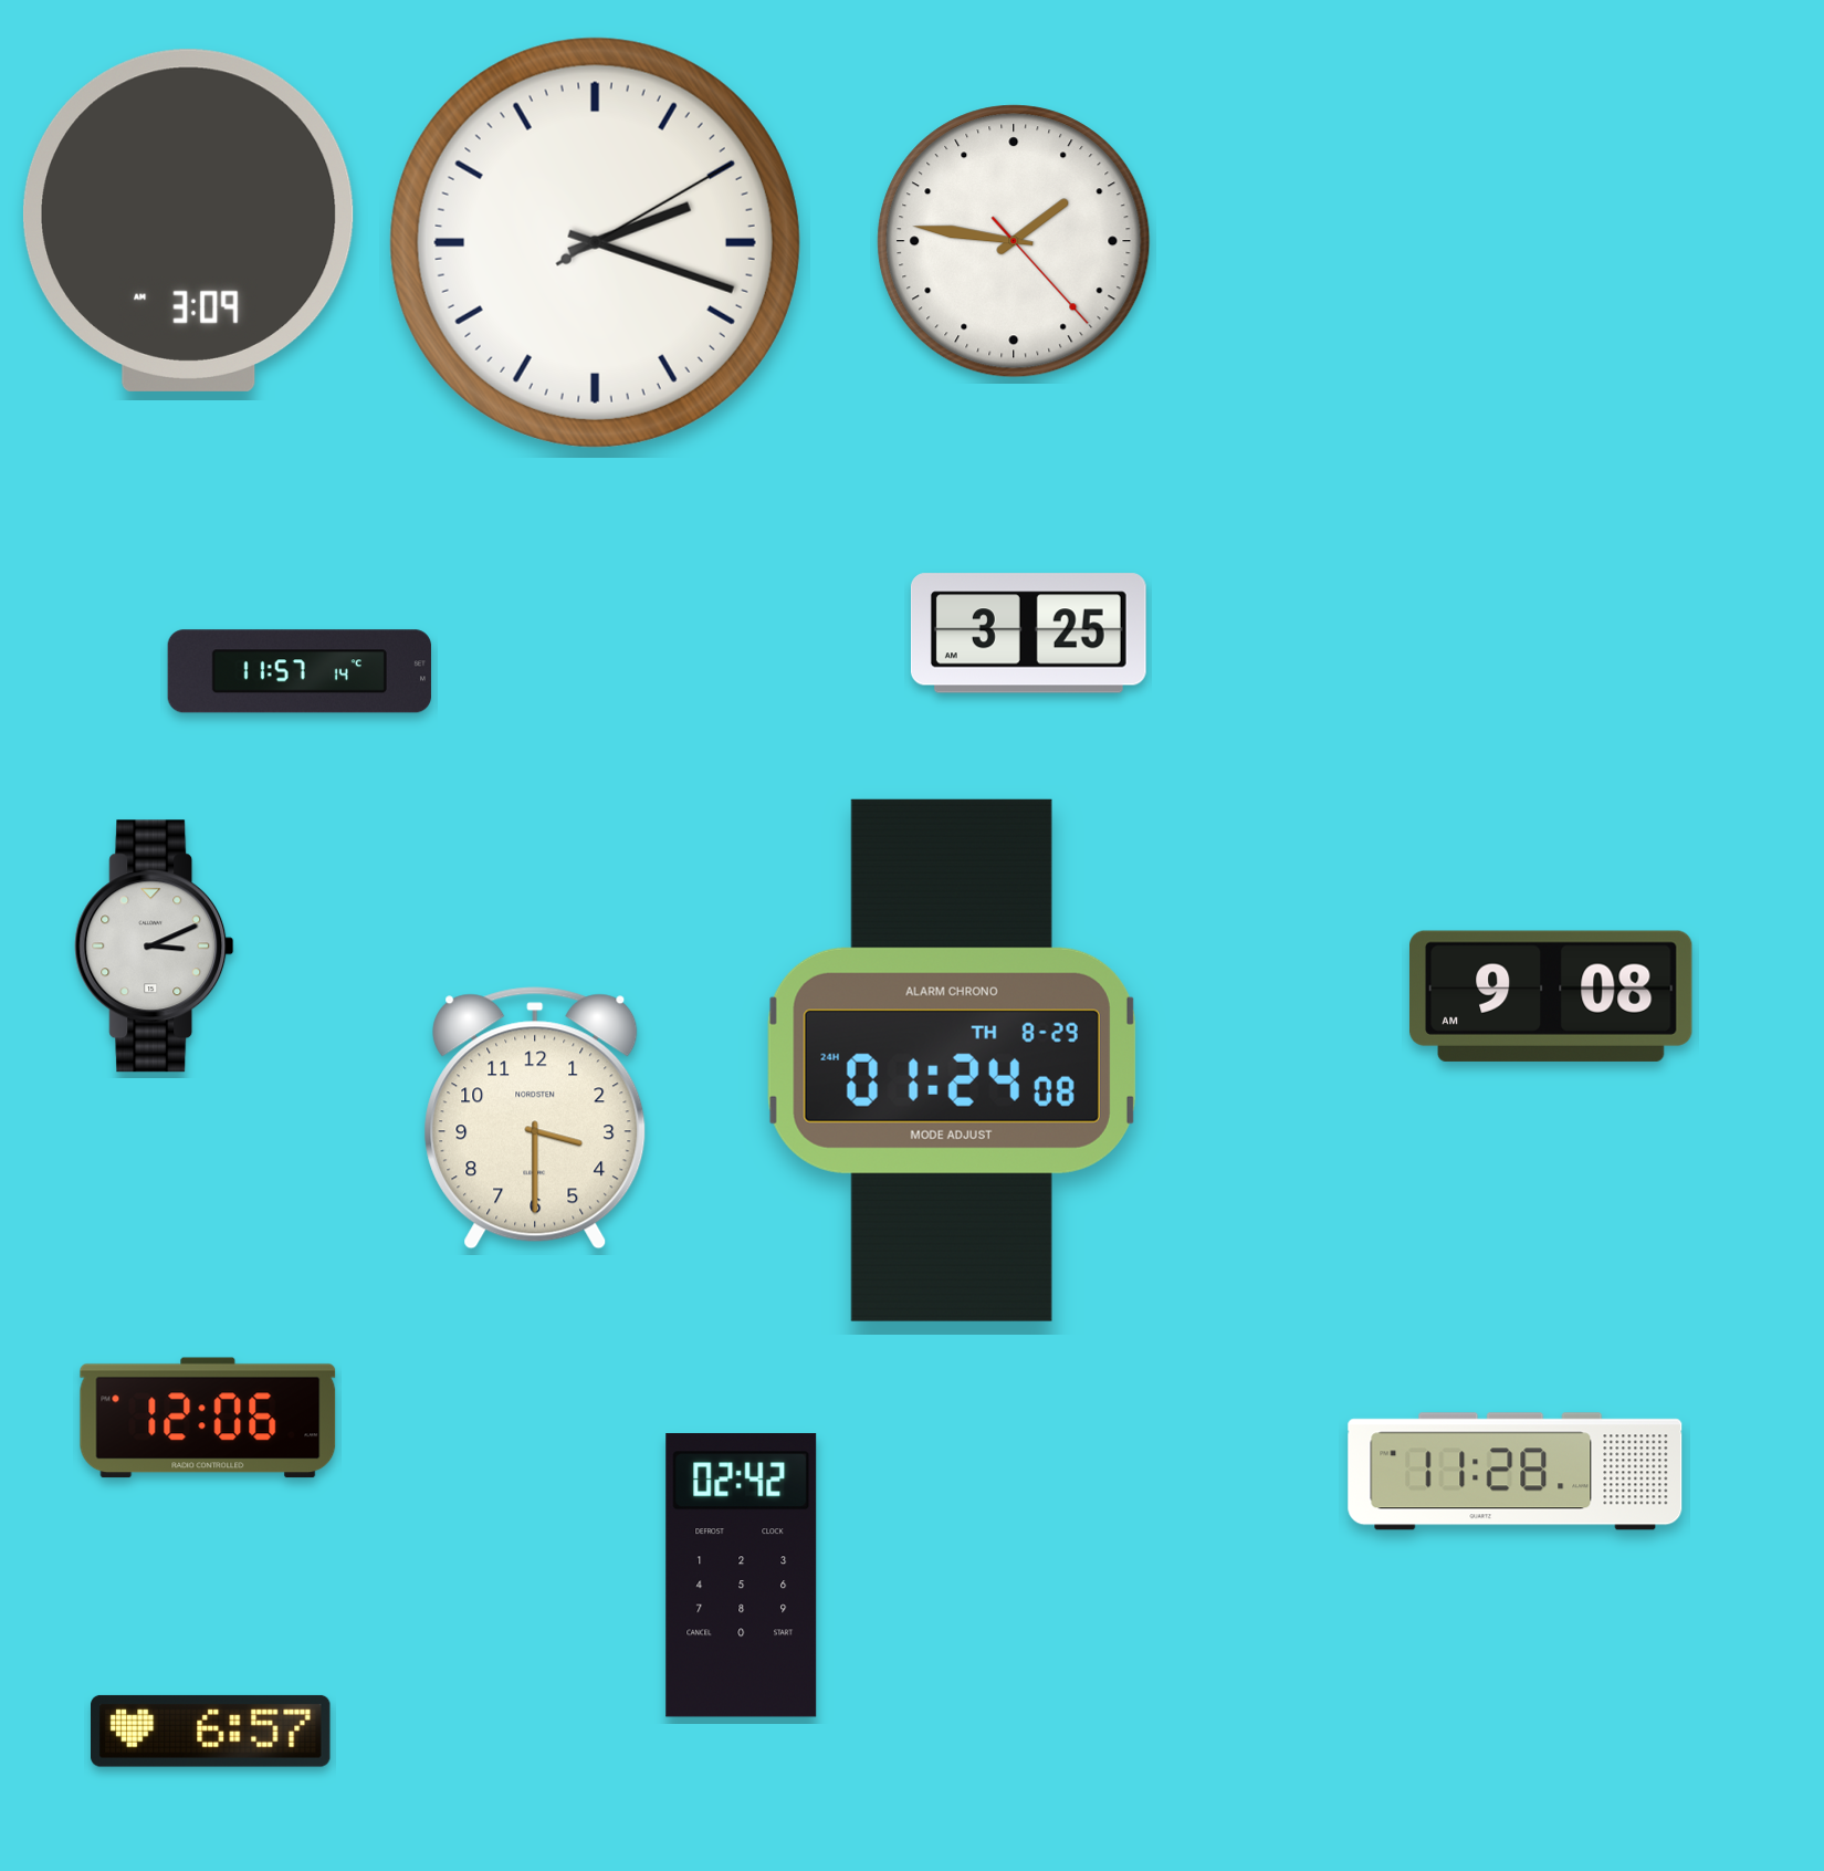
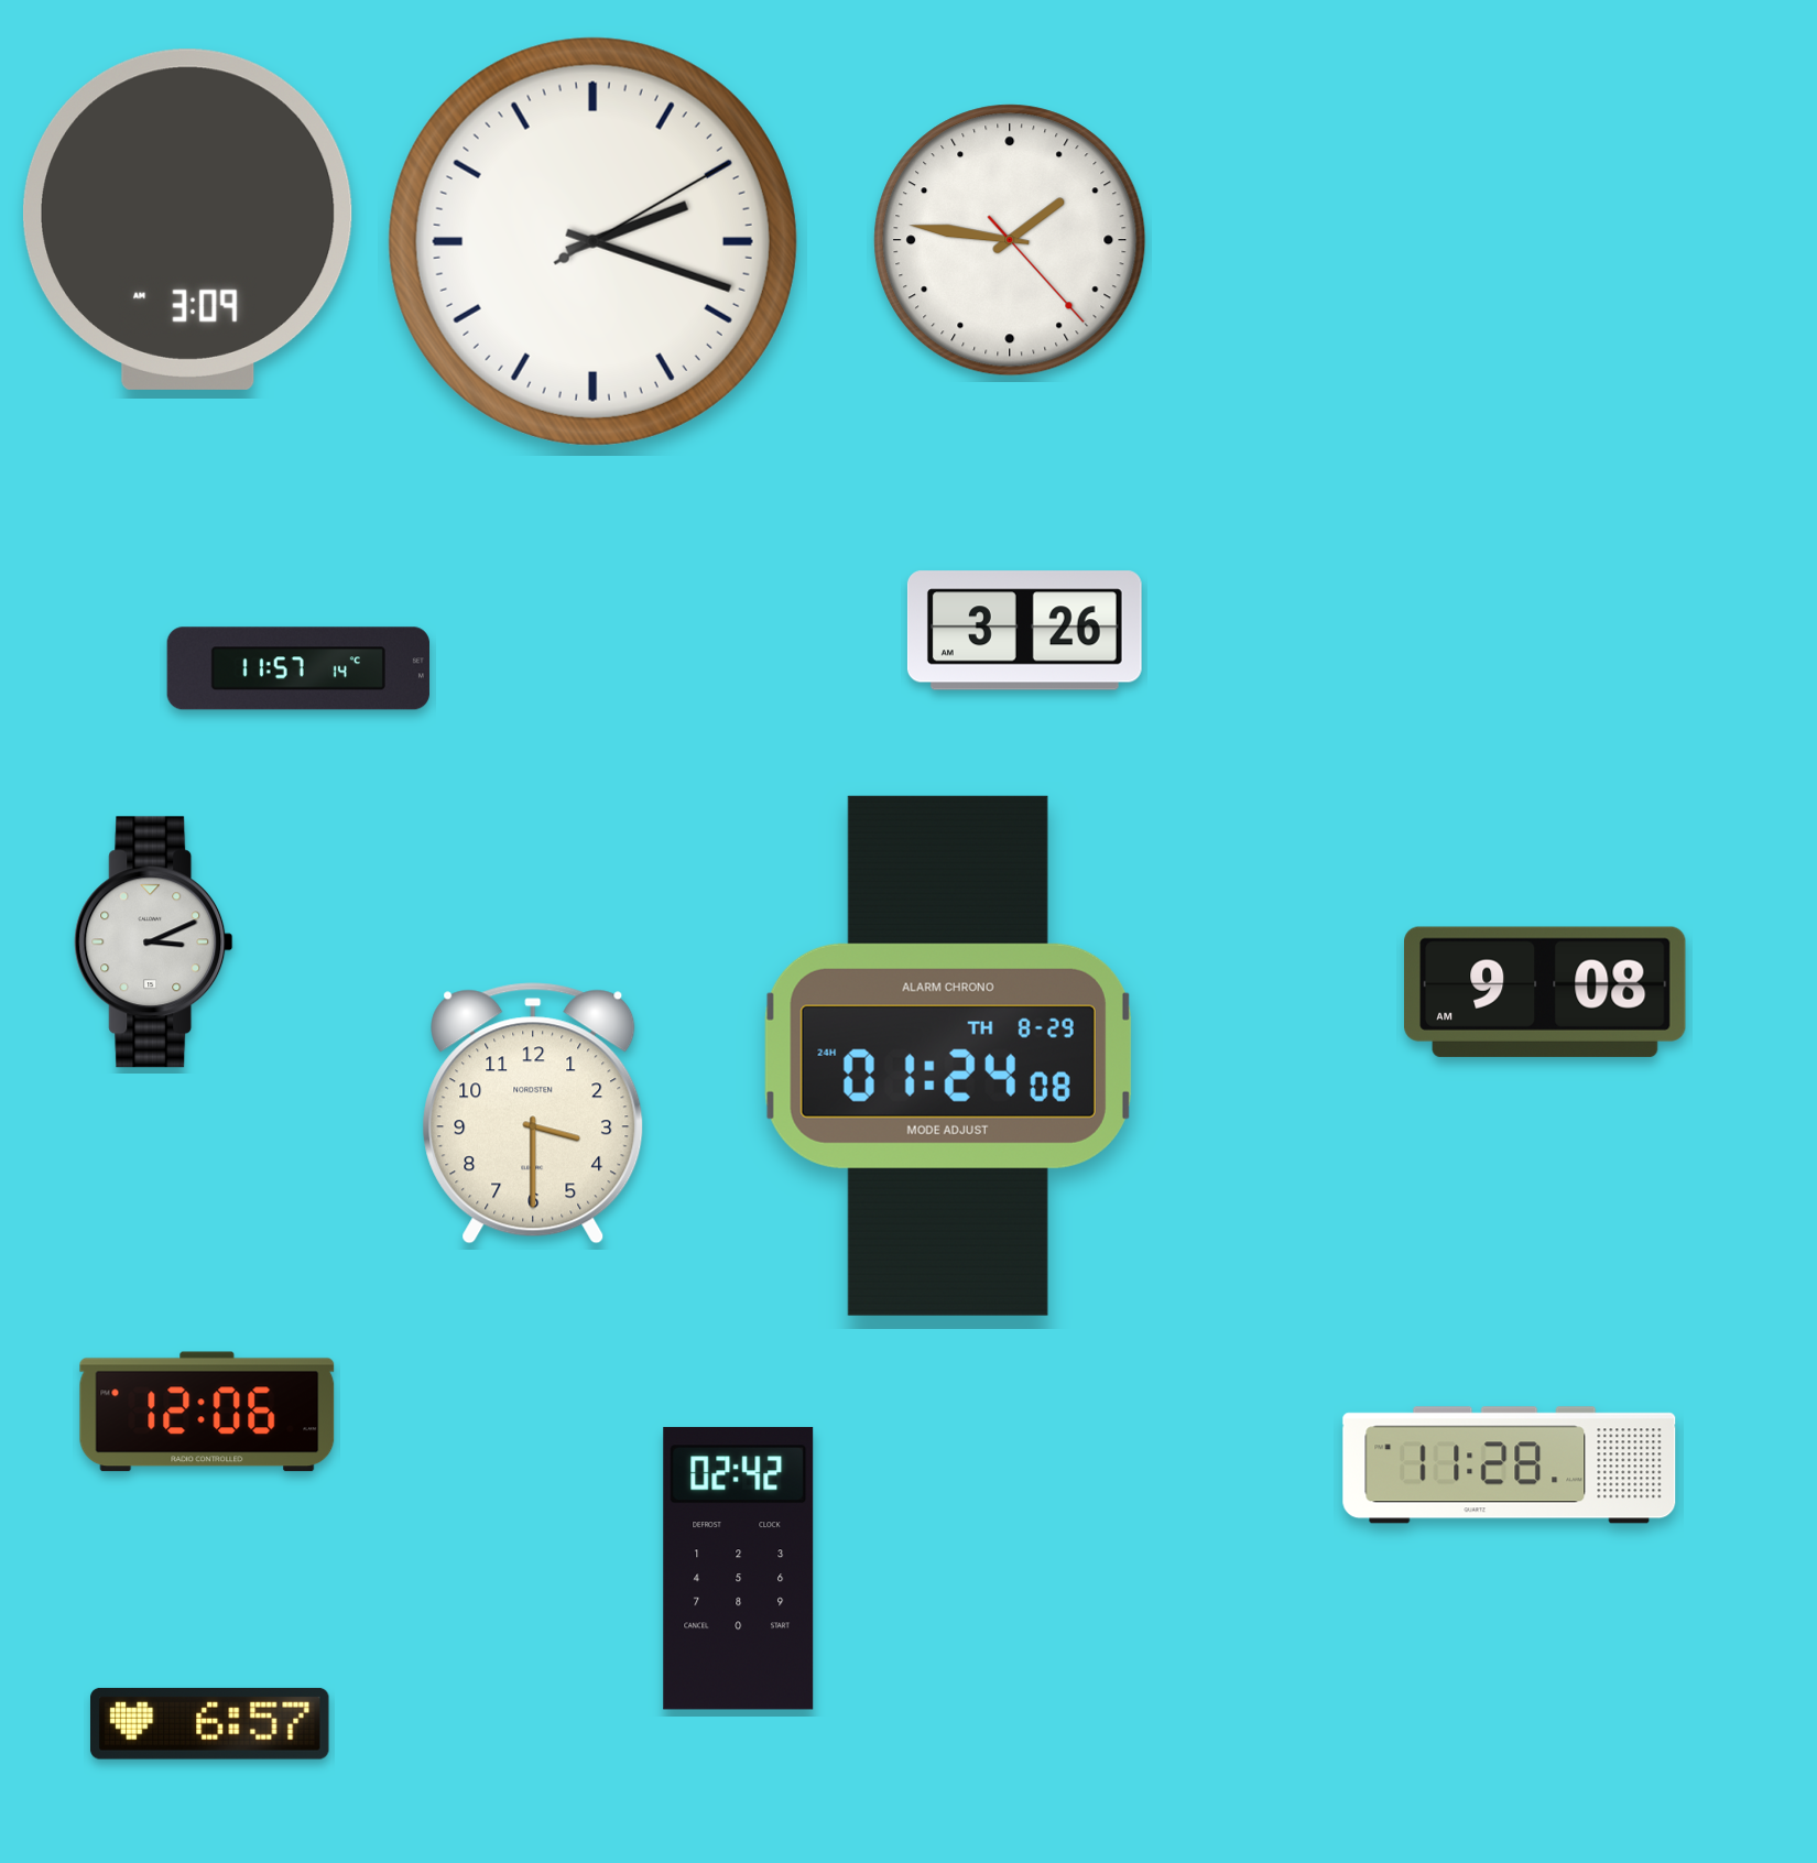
clock at (1028, 634): 3:25 -> 3:26
